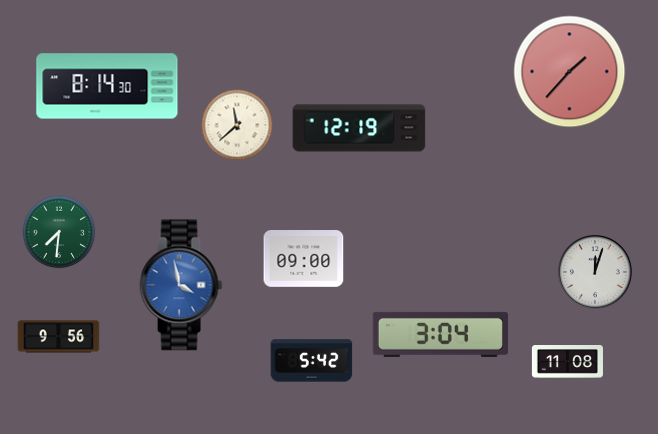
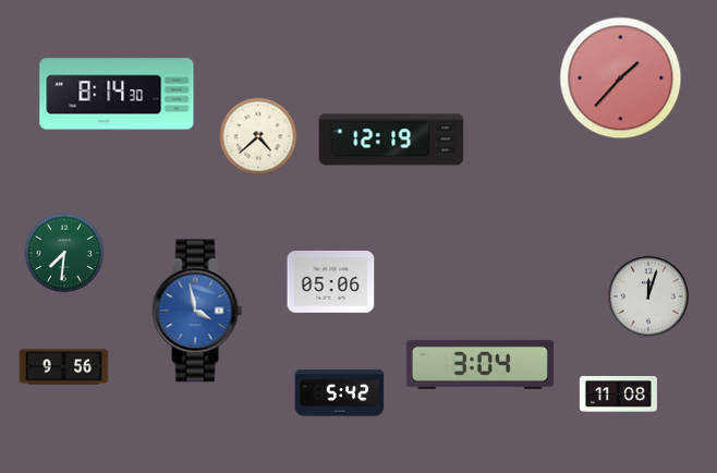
clock at (237, 125): 11:38 -> 4:38
clock at (304, 259): 09:00 -> 05:06
